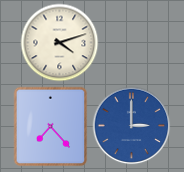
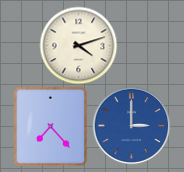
clock at (59, 42) position: (59, 42) -> (78, 45)
